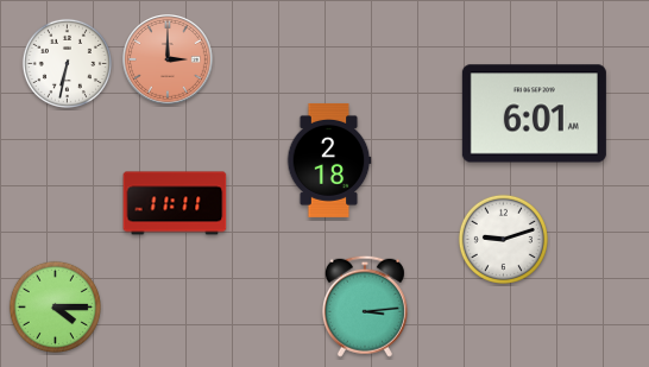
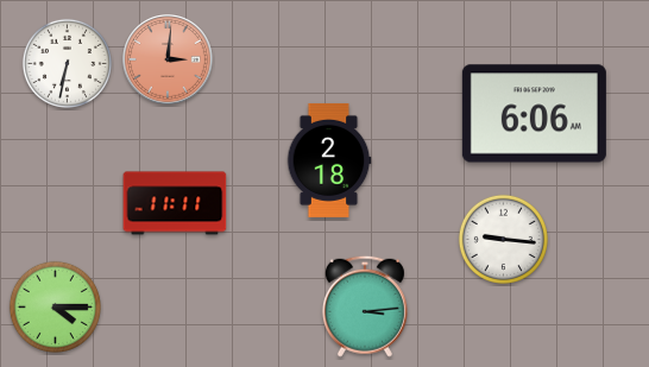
clock at (169, 61): 3:00 -> 3:01
clock at (534, 114): 6:01 -> 6:06
clock at (503, 239): 9:12 -> 9:16
